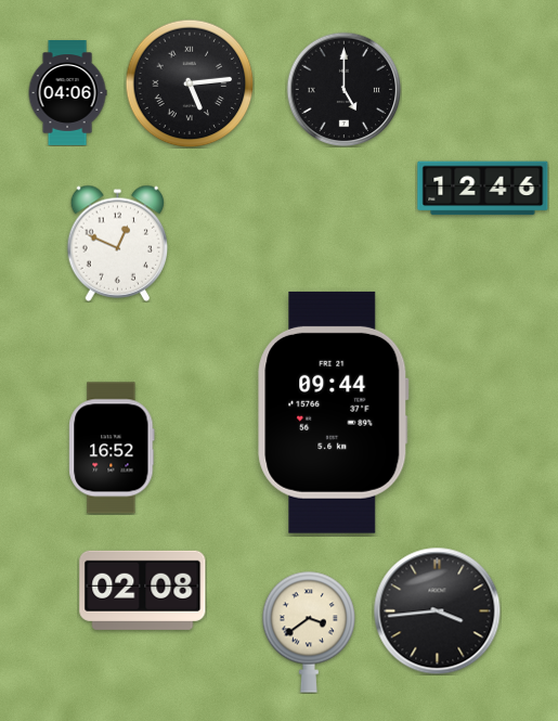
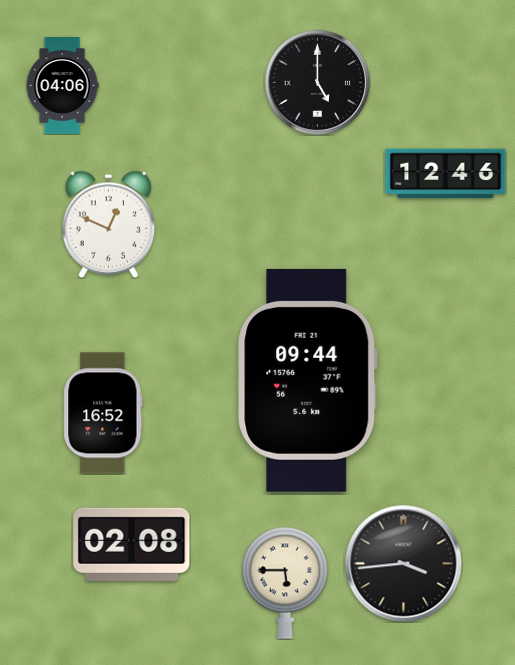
clock at (190, 83): 5:14 -> none
clock at (308, 632): 3:39 -> 5:45
